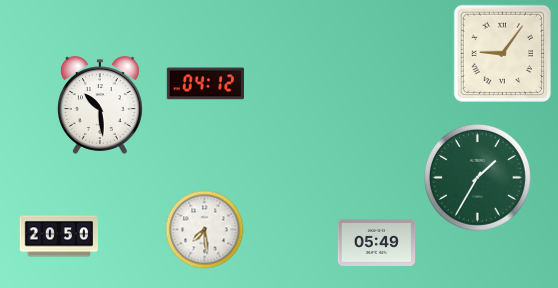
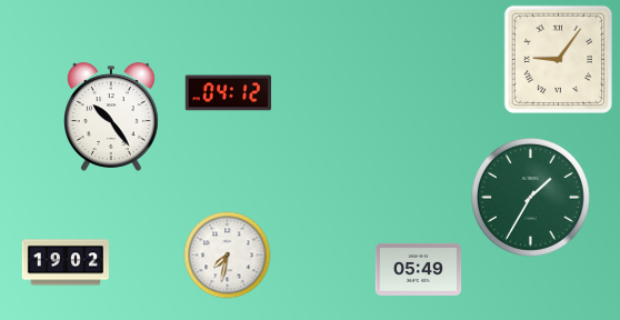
clock at (101, 105): 10:29 -> 10:24
clock at (204, 229): 7:29 -> 7:32
clock at (58, 236): 20:50 -> 19:02
